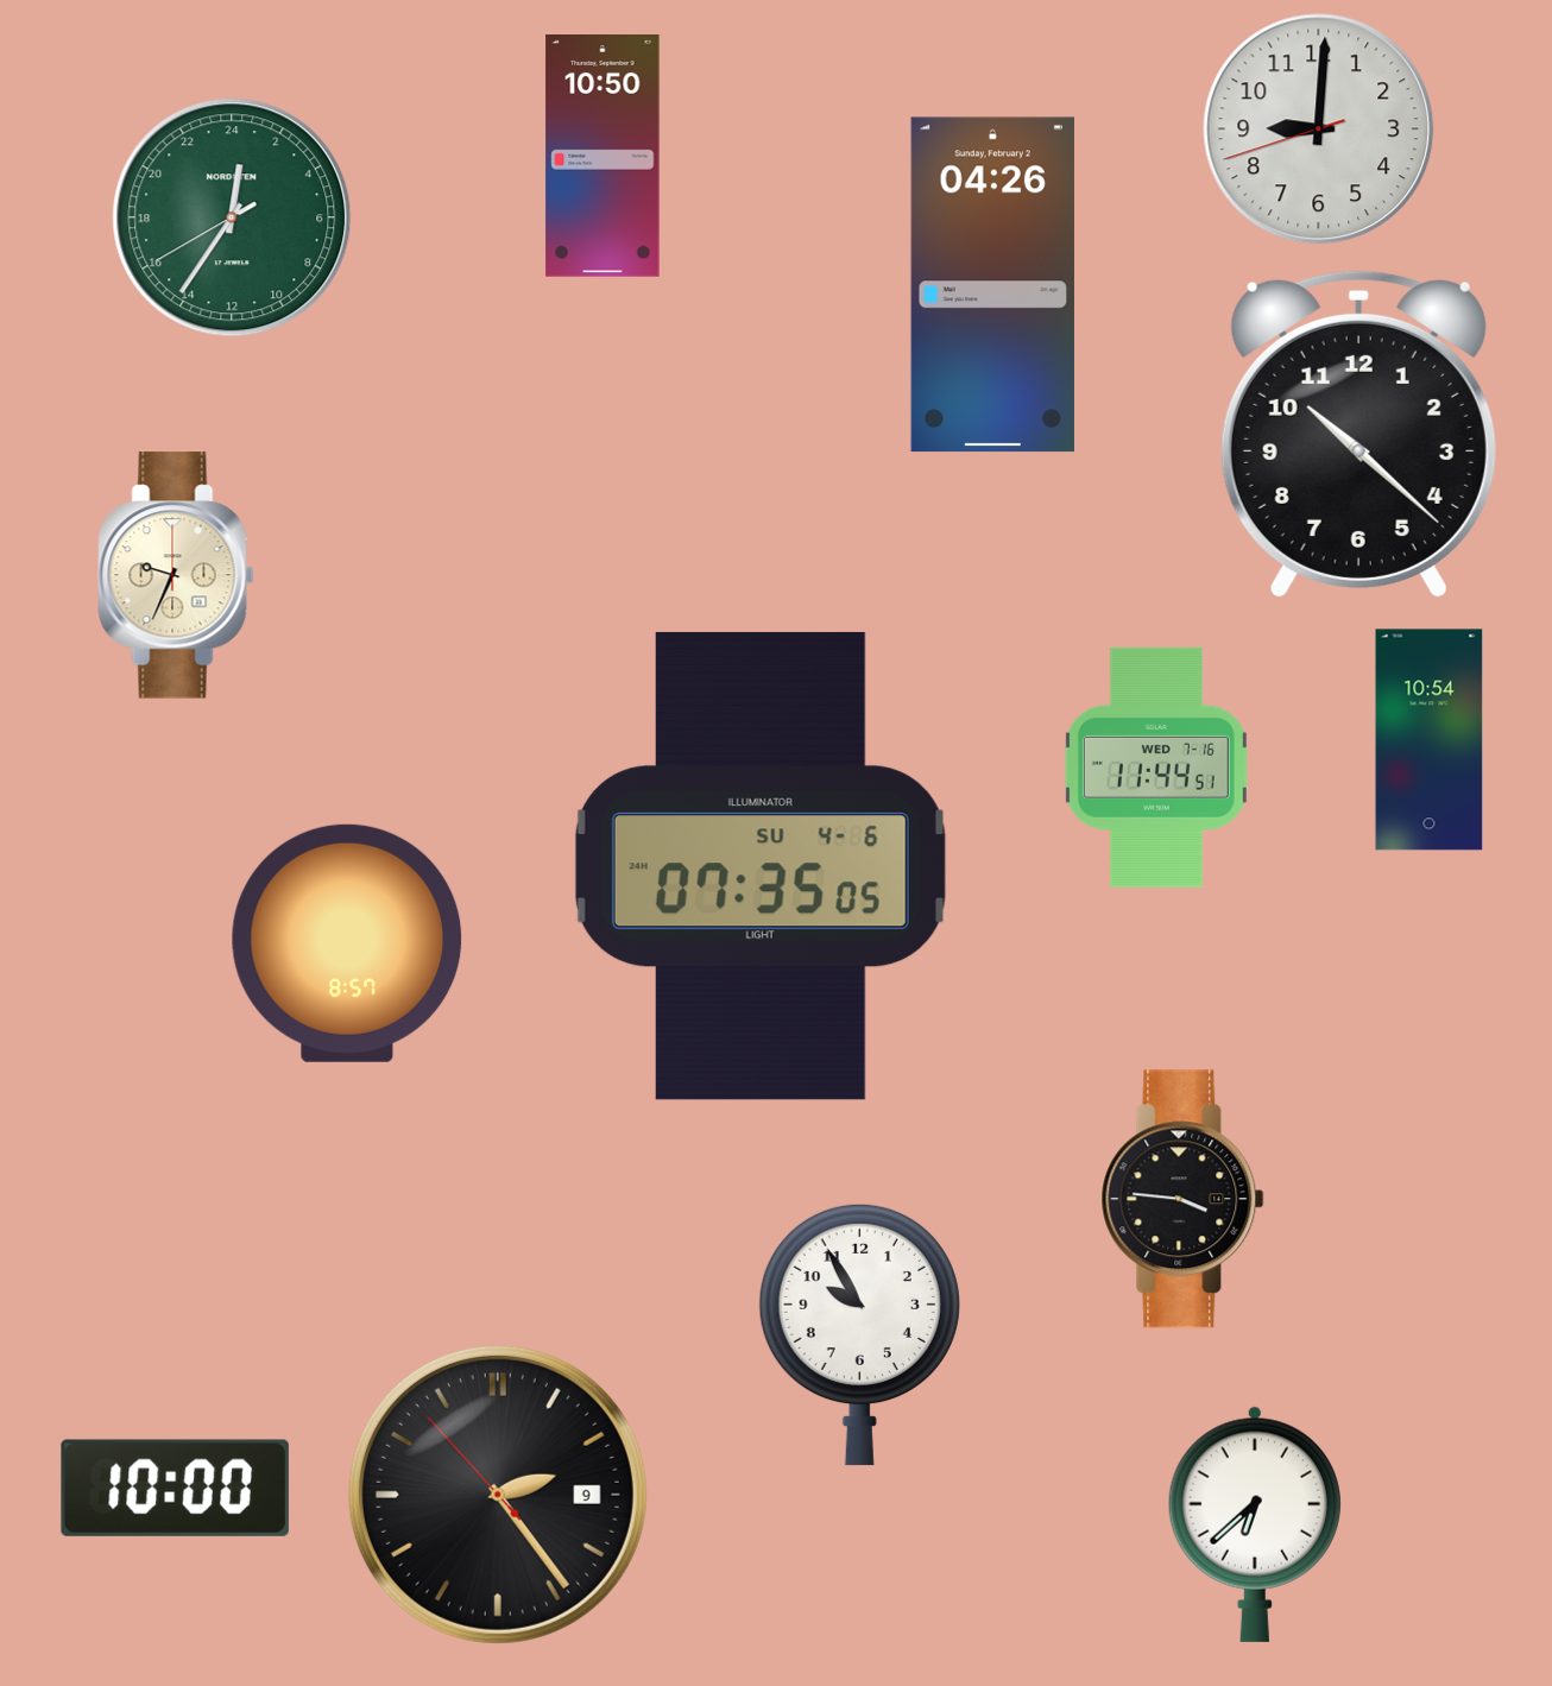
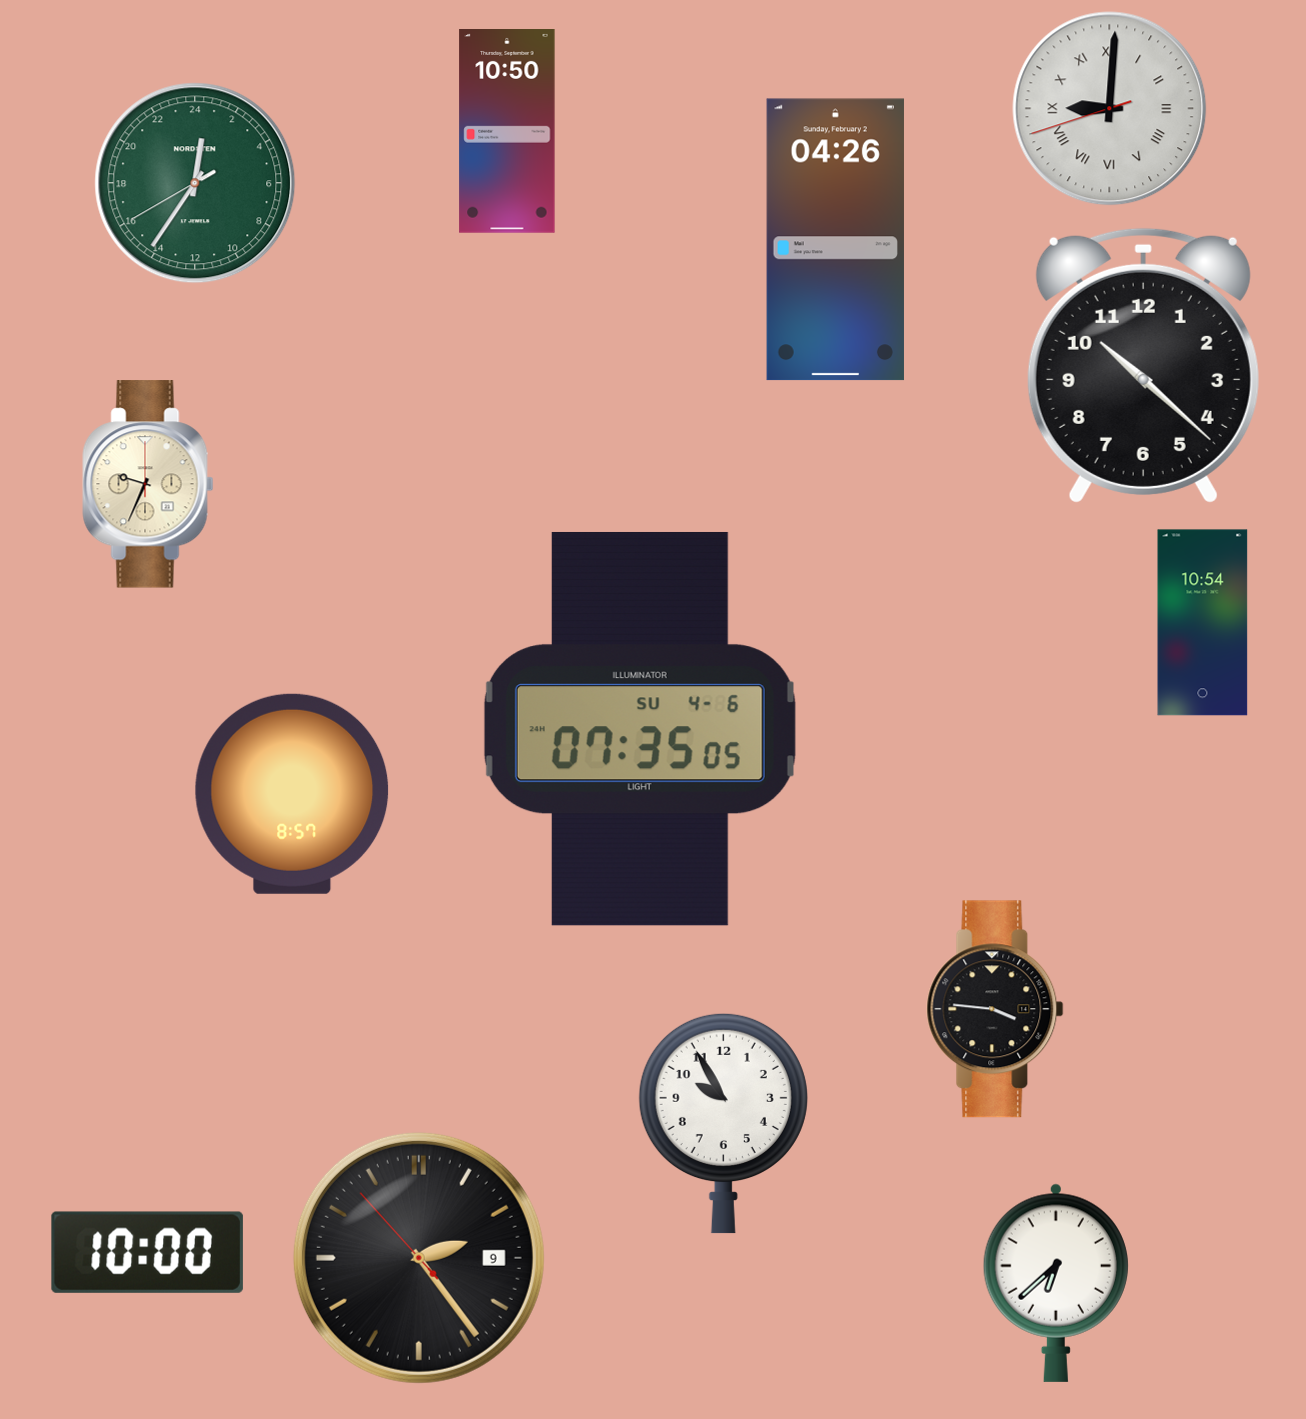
clock at (1319, 130) numerals: Arabic -> Roman
clock at (1156, 768): 11:44 -> none
